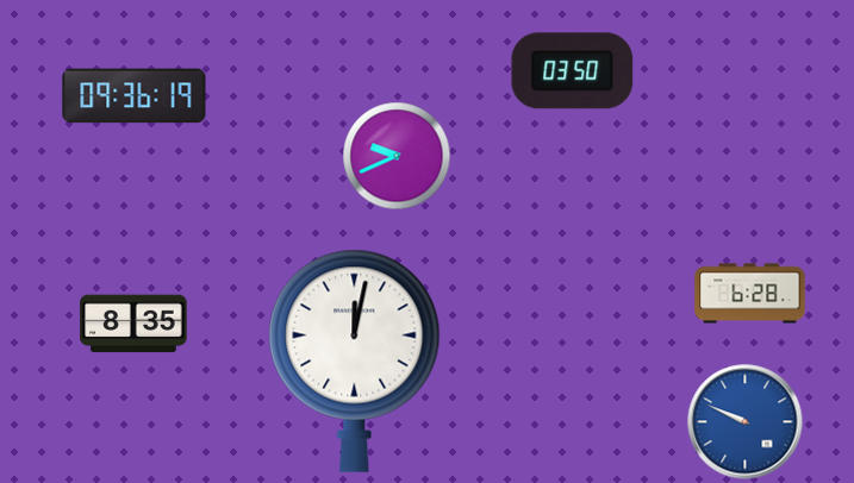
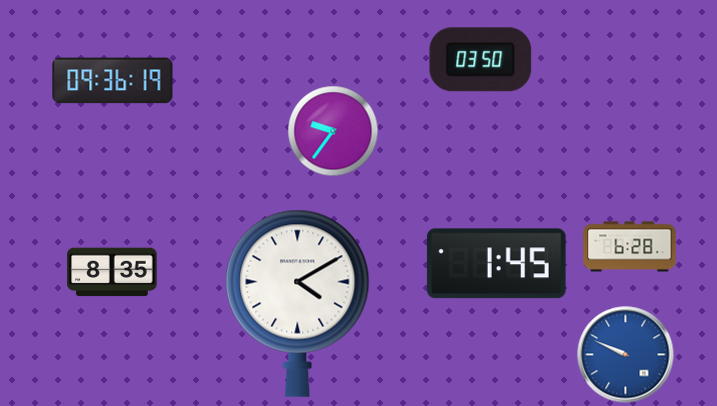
clock at (397, 156): 9:41 -> 9:36
clock at (496, 264): none -> 1:45
clock at (355, 360): 12:02 -> 4:10
